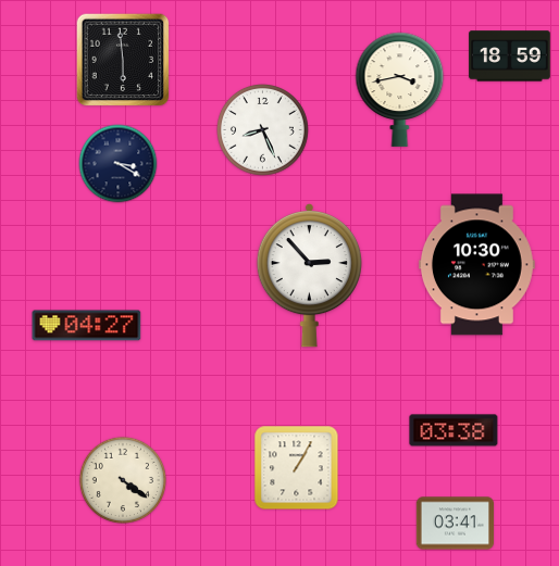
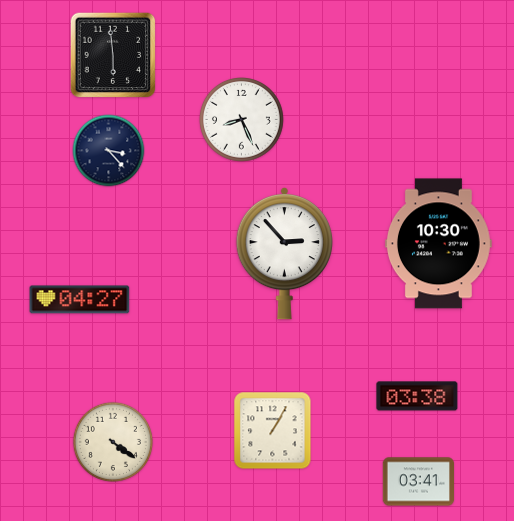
clock at (510, 56): 18:59 -> none
clock at (400, 89): 3:43 -> none
clock at (119, 164): 3:20 -> 3:23
